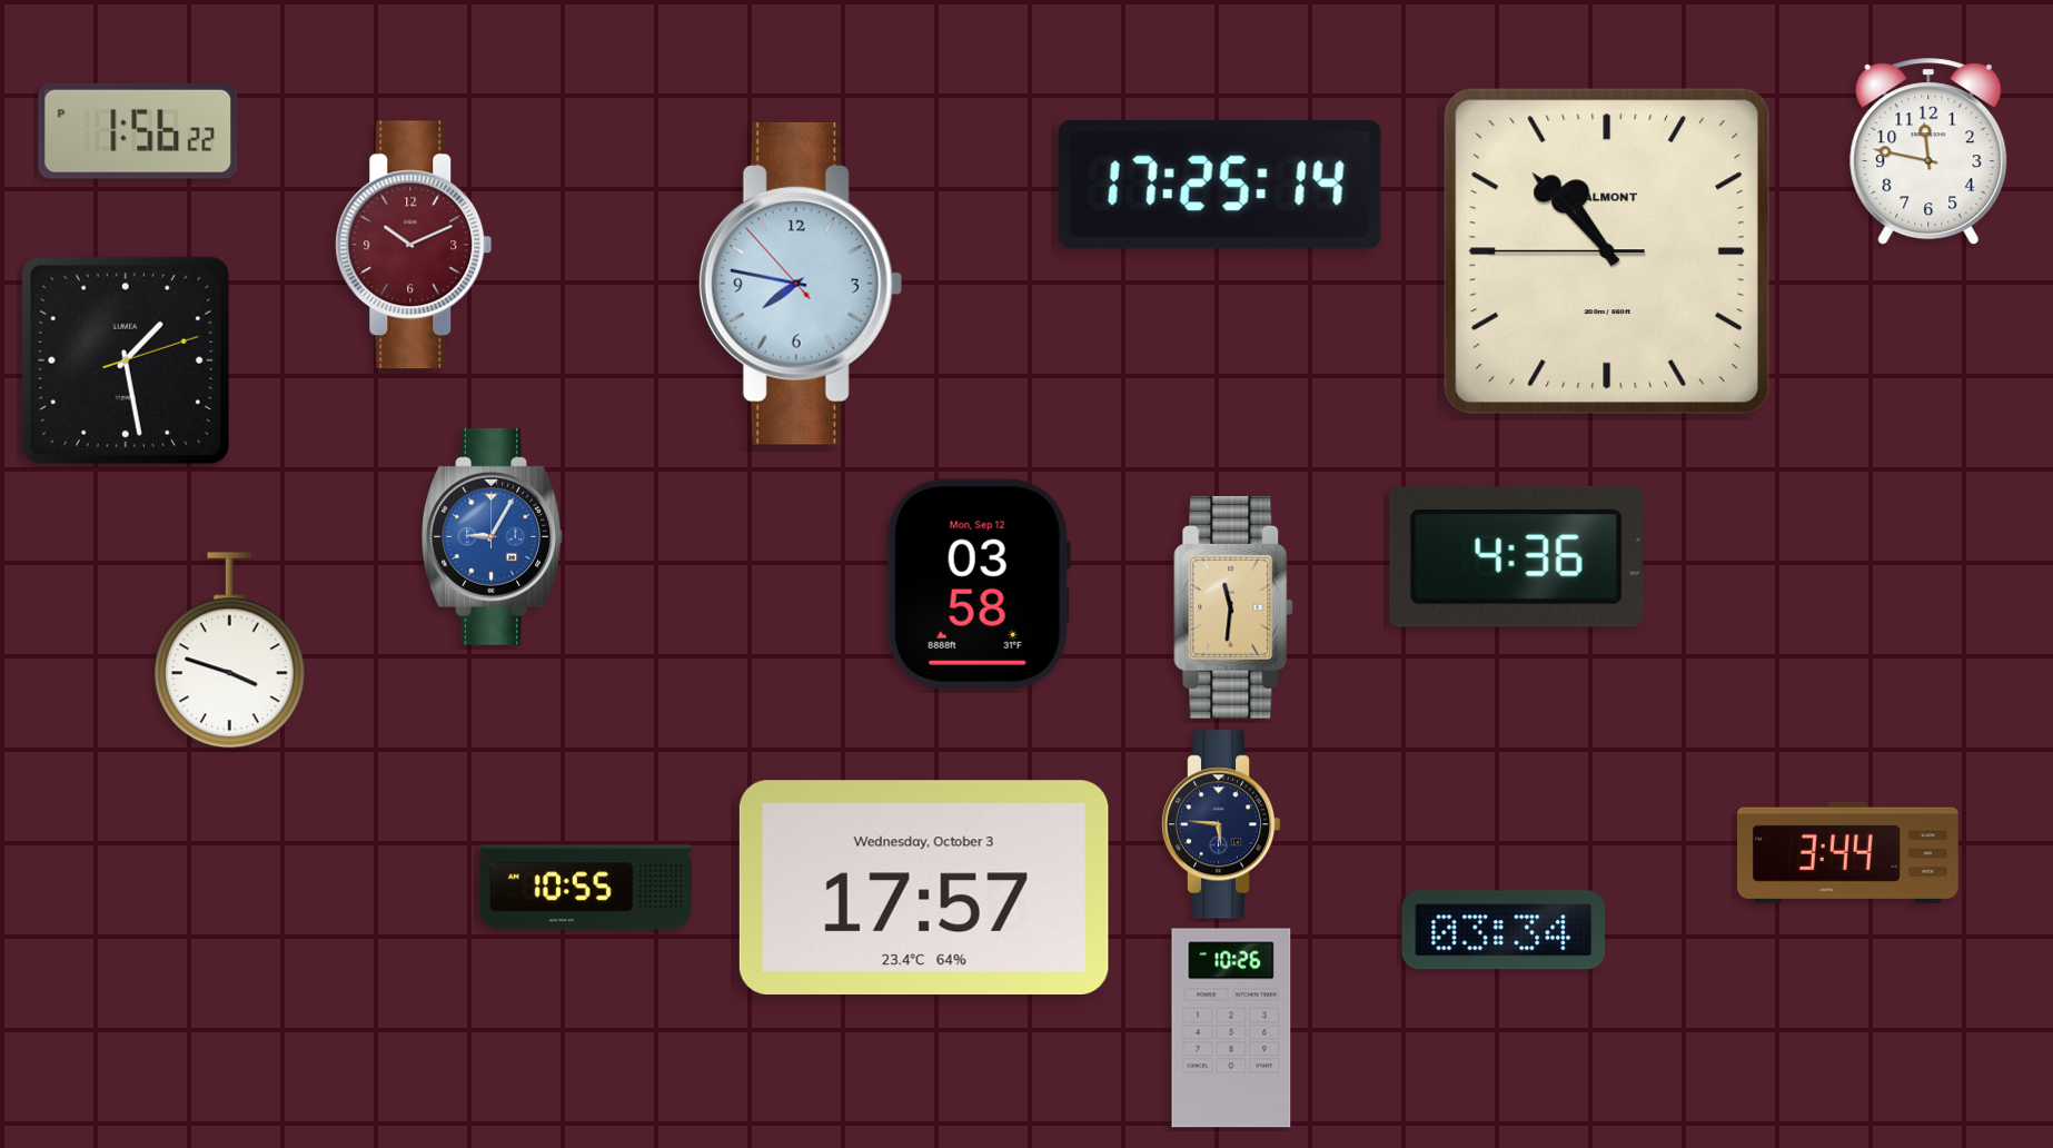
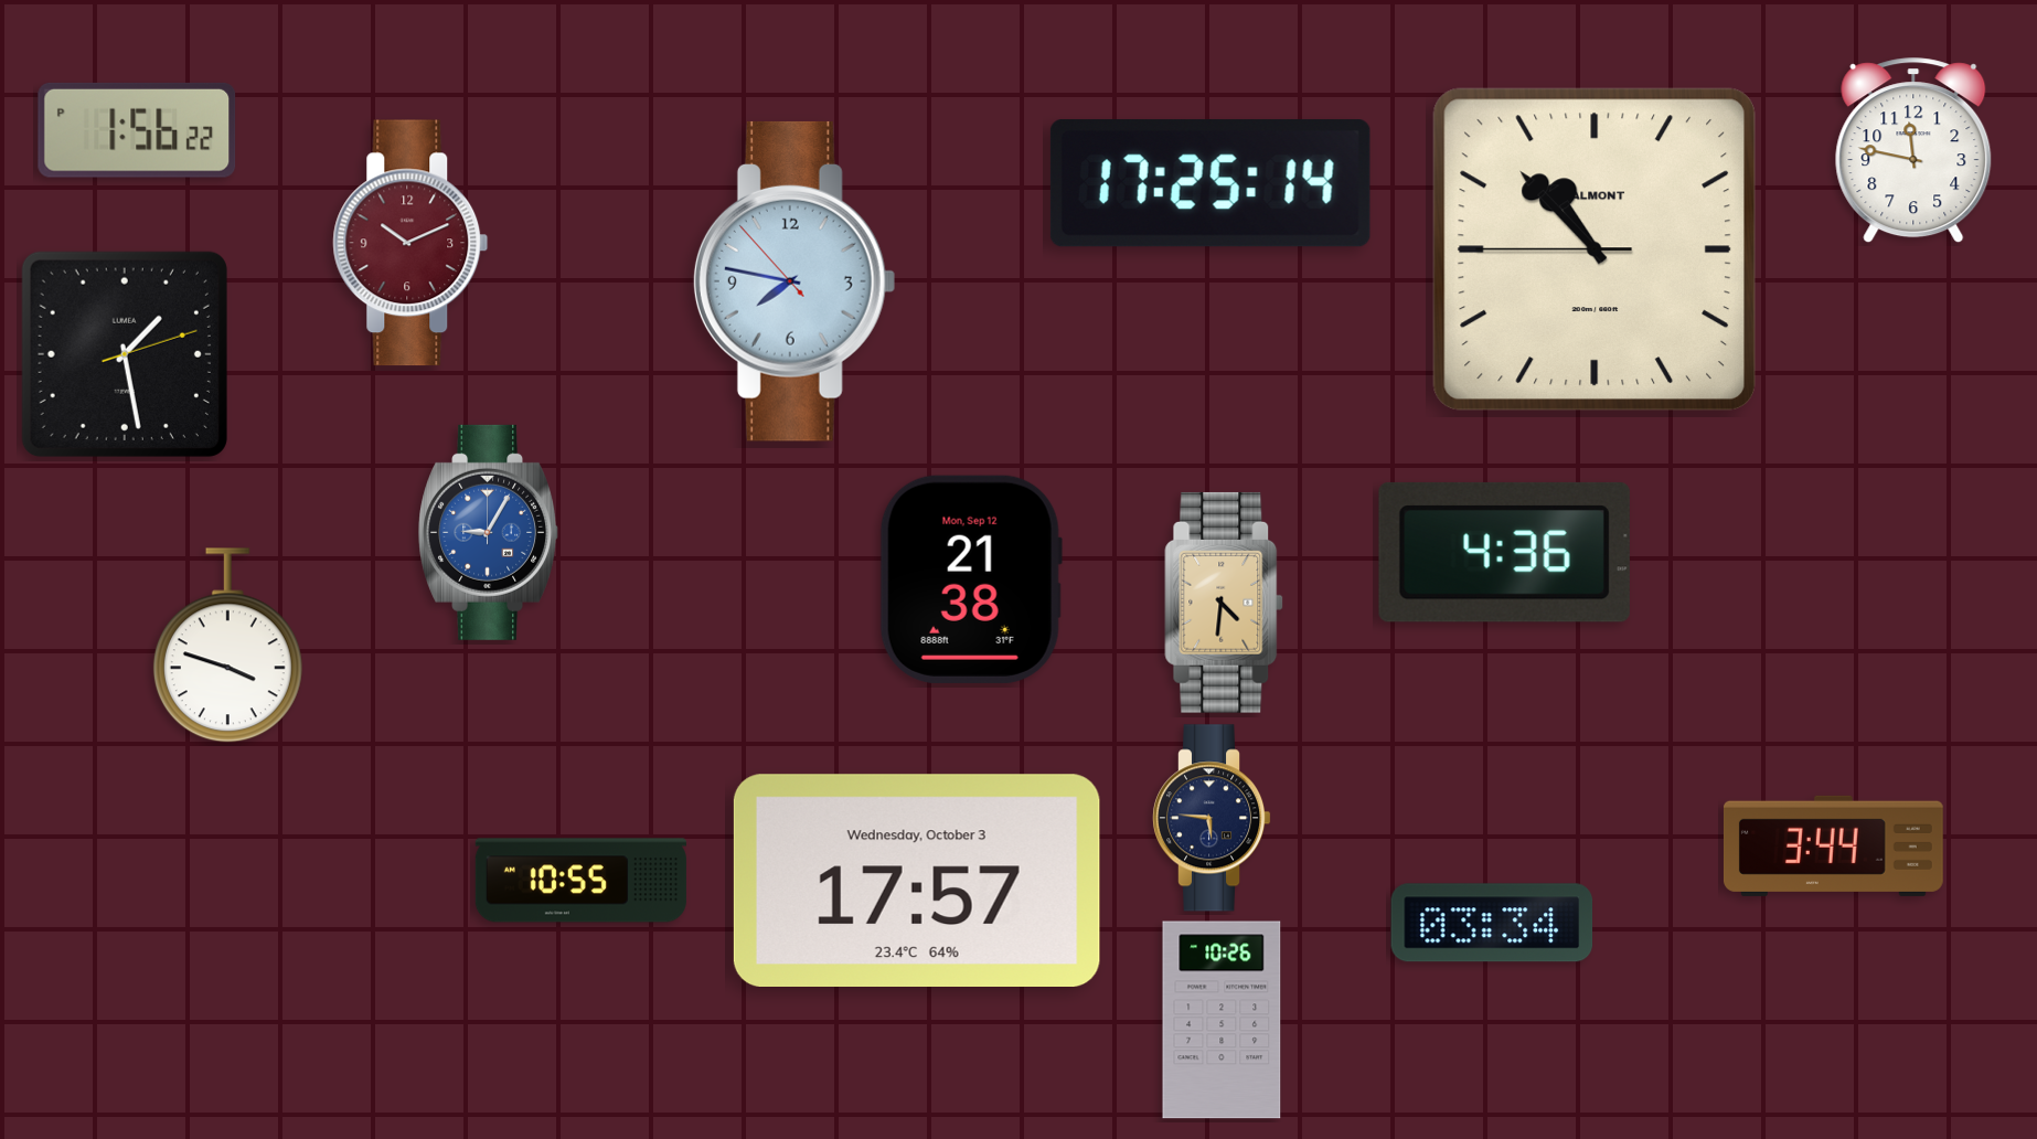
clock at (126, 360) position: (126, 360) -> (125, 354)
clock at (979, 584): 03:58 -> 21:38
clock at (1233, 607): 11:31 -> 4:31
